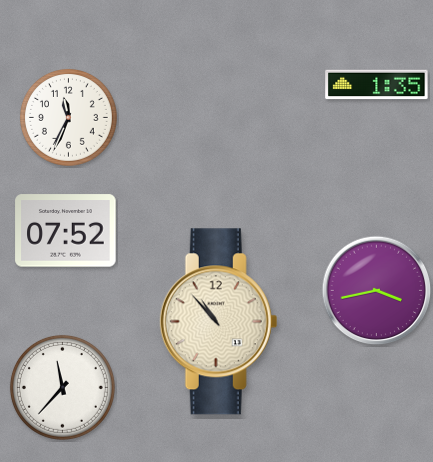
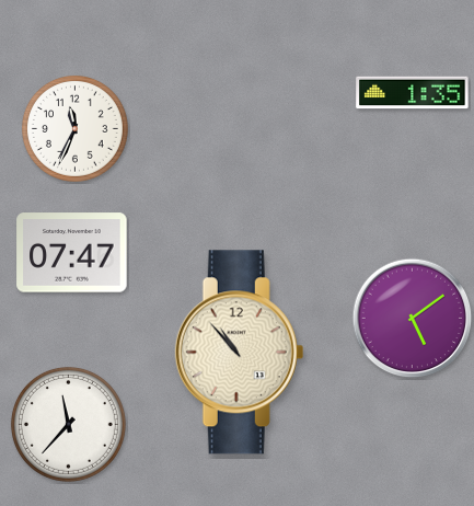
clock at (66, 231): 07:52 -> 07:47
clock at (377, 291): 3:43 -> 5:09
